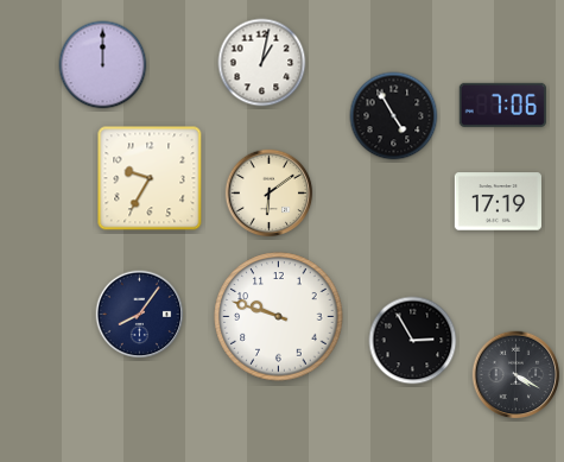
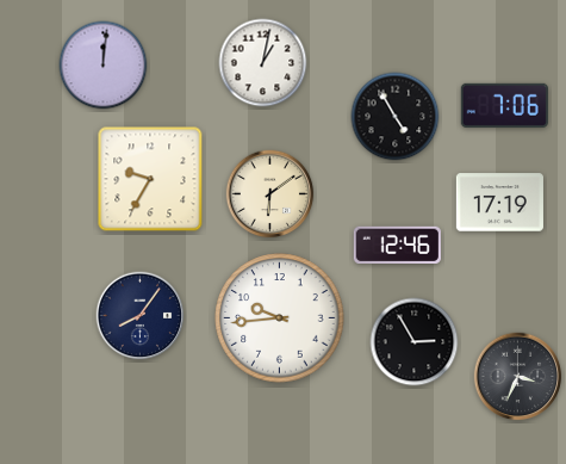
clock at (103, 65): 12:00 -> 12:01
clock at (397, 245): none -> 12:46
clock at (279, 317): 9:48 -> 9:44
clock at (517, 375): 4:20 -> 3:34
